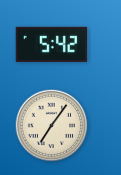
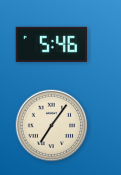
clock at (52, 44): 5:42 -> 5:46
